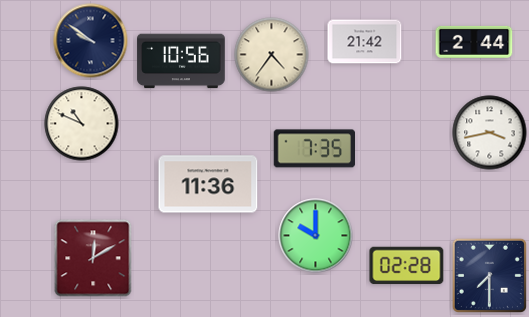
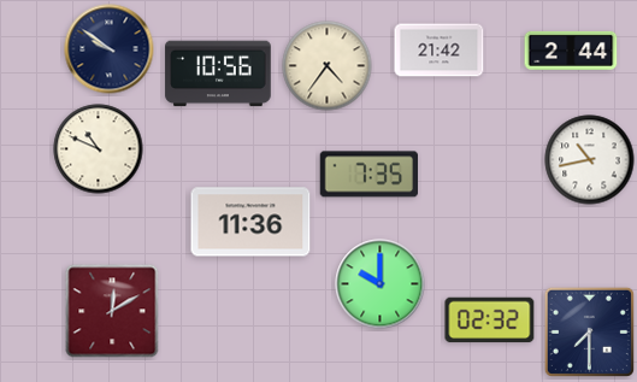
clock at (490, 133): 3:43 -> 10:43
clock at (314, 149) position: (314, 149) -> (368, 175)
clock at (407, 266): 02:28 -> 02:32
